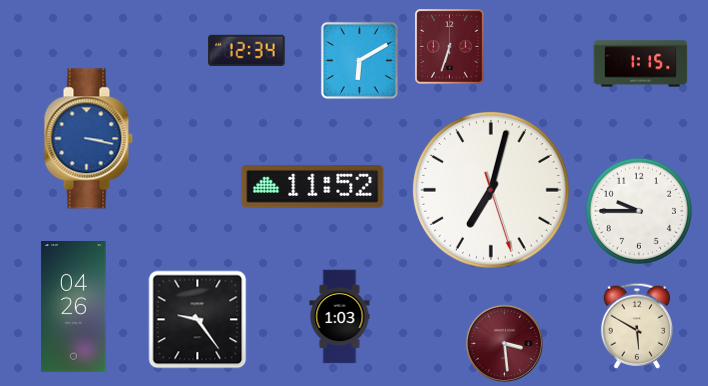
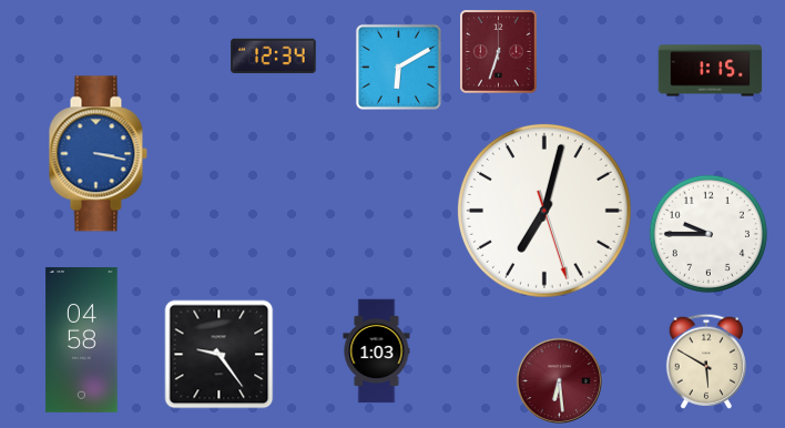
clock at (313, 187): 11:52 -> none
clock at (74, 307): 04:26 -> 04:58
clock at (504, 343): 3:29 -> 6:29
